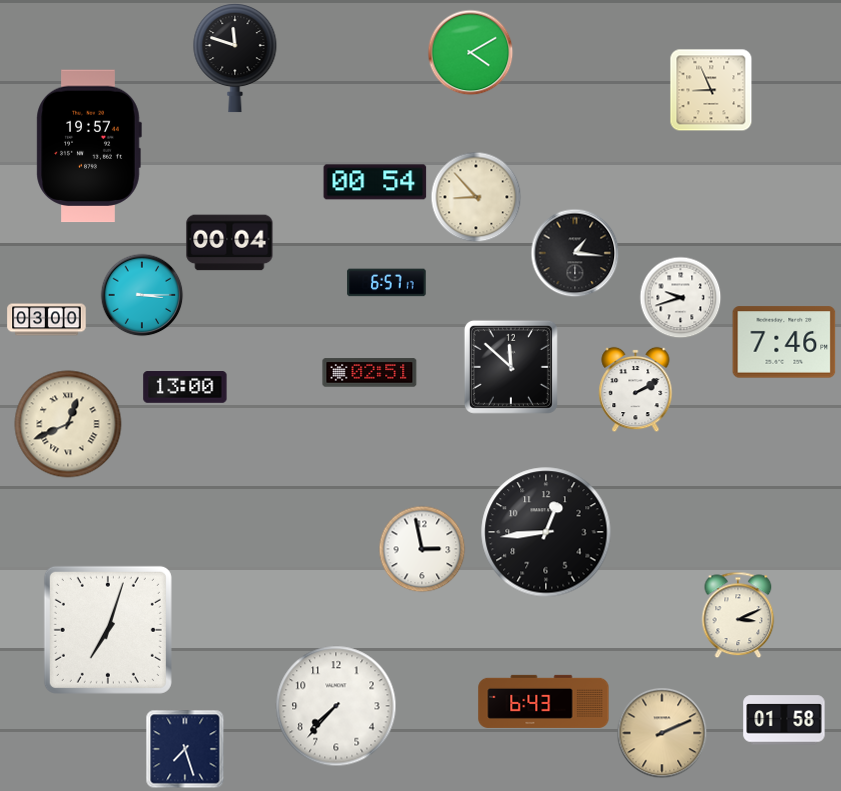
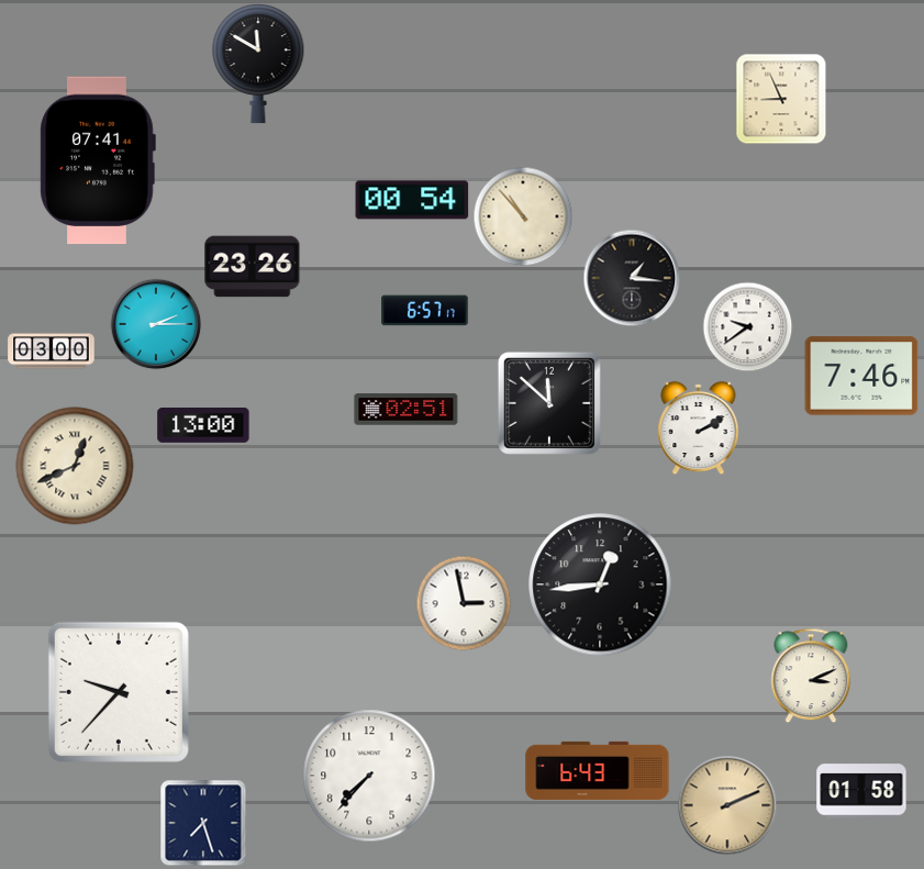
clock at (470, 52): 4:10 -> none
clock at (235, 59): 11:48 -> 11:50
clock at (89, 146): 19:57 -> 07:41
clock at (476, 197): 8:53 -> 10:53
clock at (230, 243): 00:04 -> 23:26
clock at (142, 295): 3:15 -> 2:15
clock at (680, 297): 9:42 -> 9:39
clock at (511, 367) position: (511, 367) -> (549, 403)
clock at (108, 630): 7:03 -> 9:37
